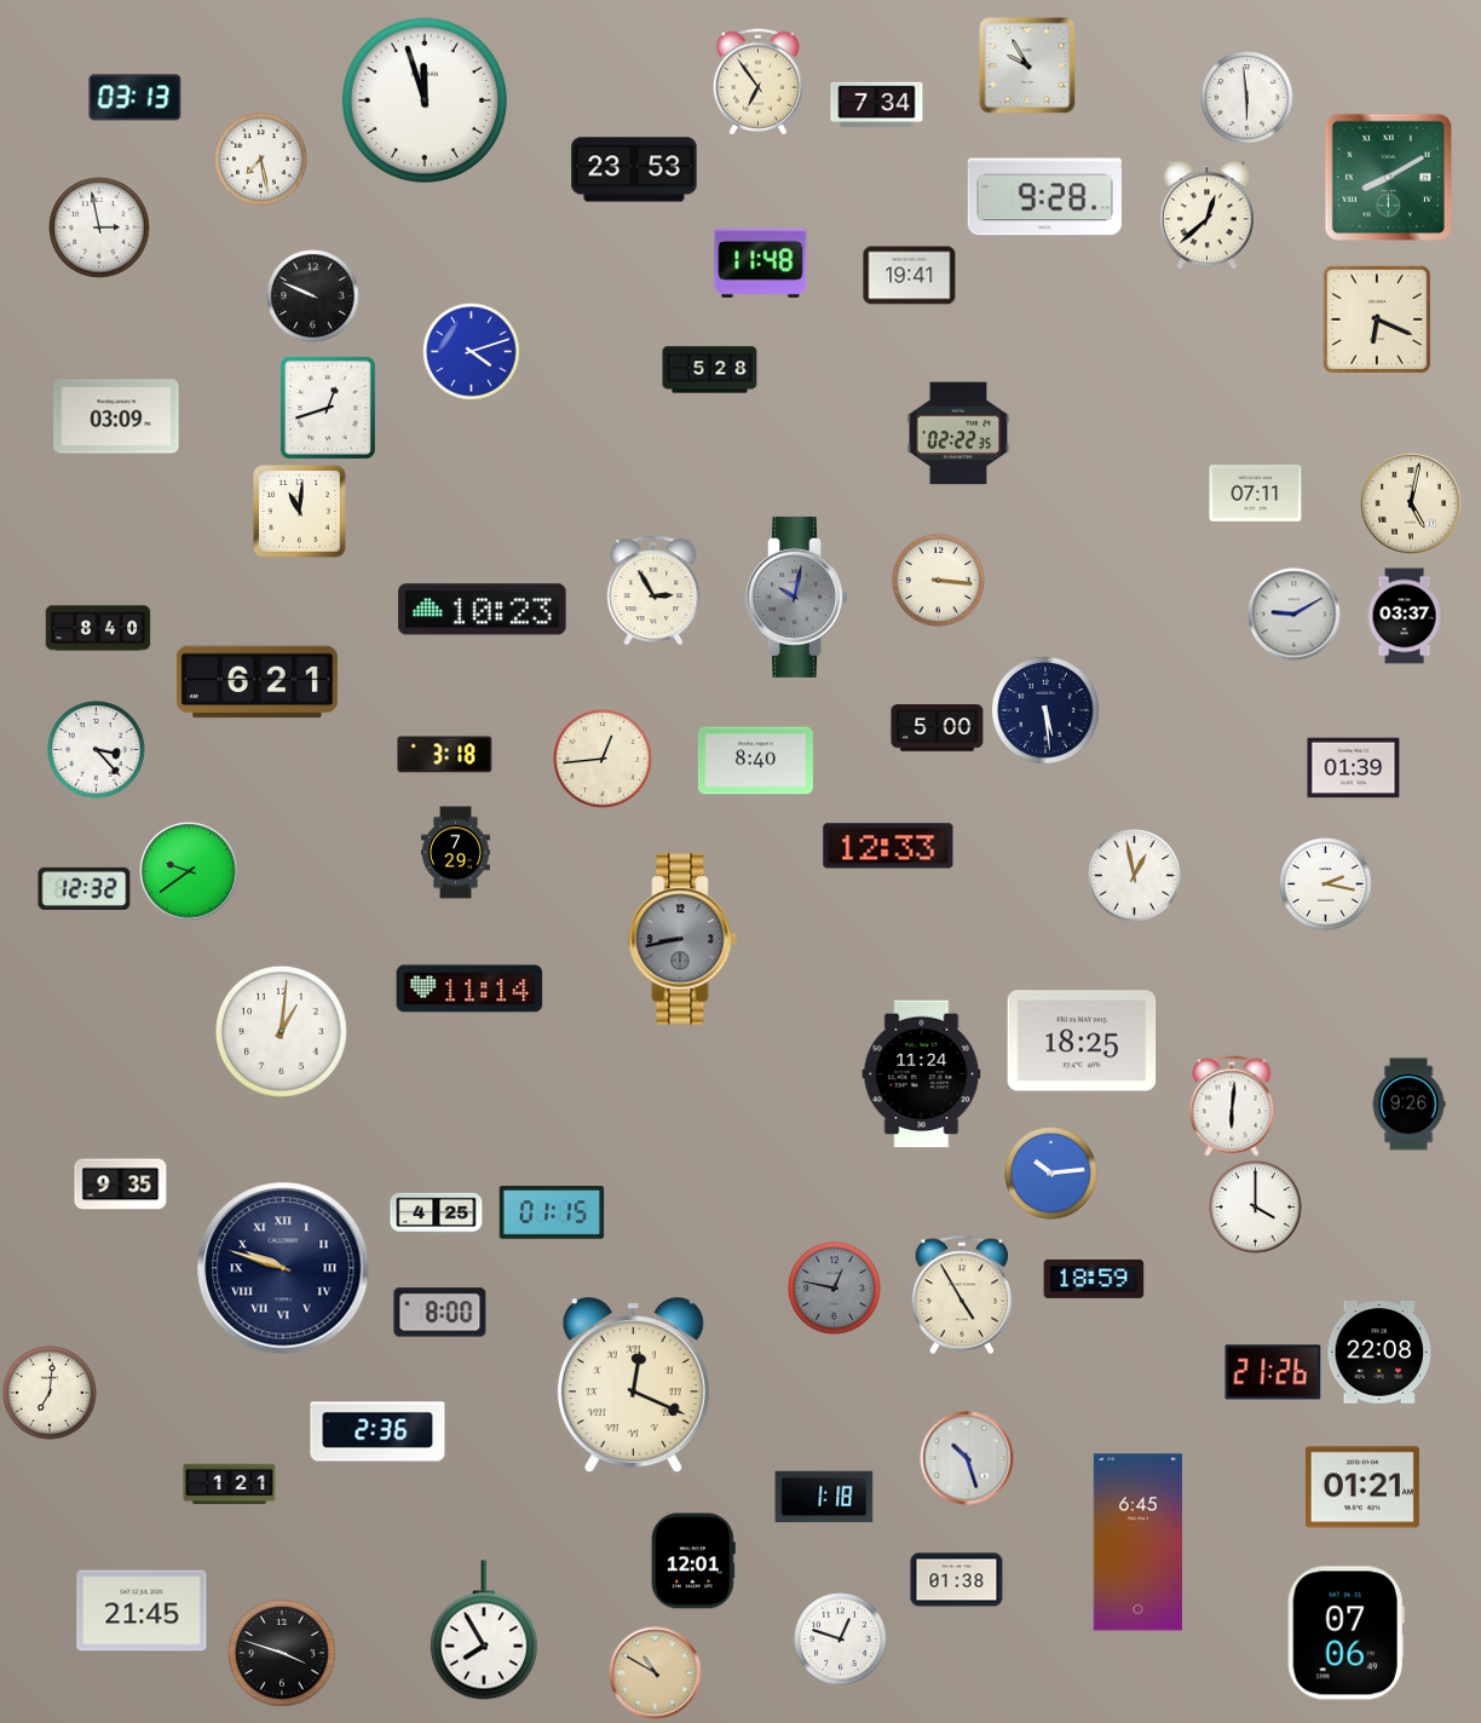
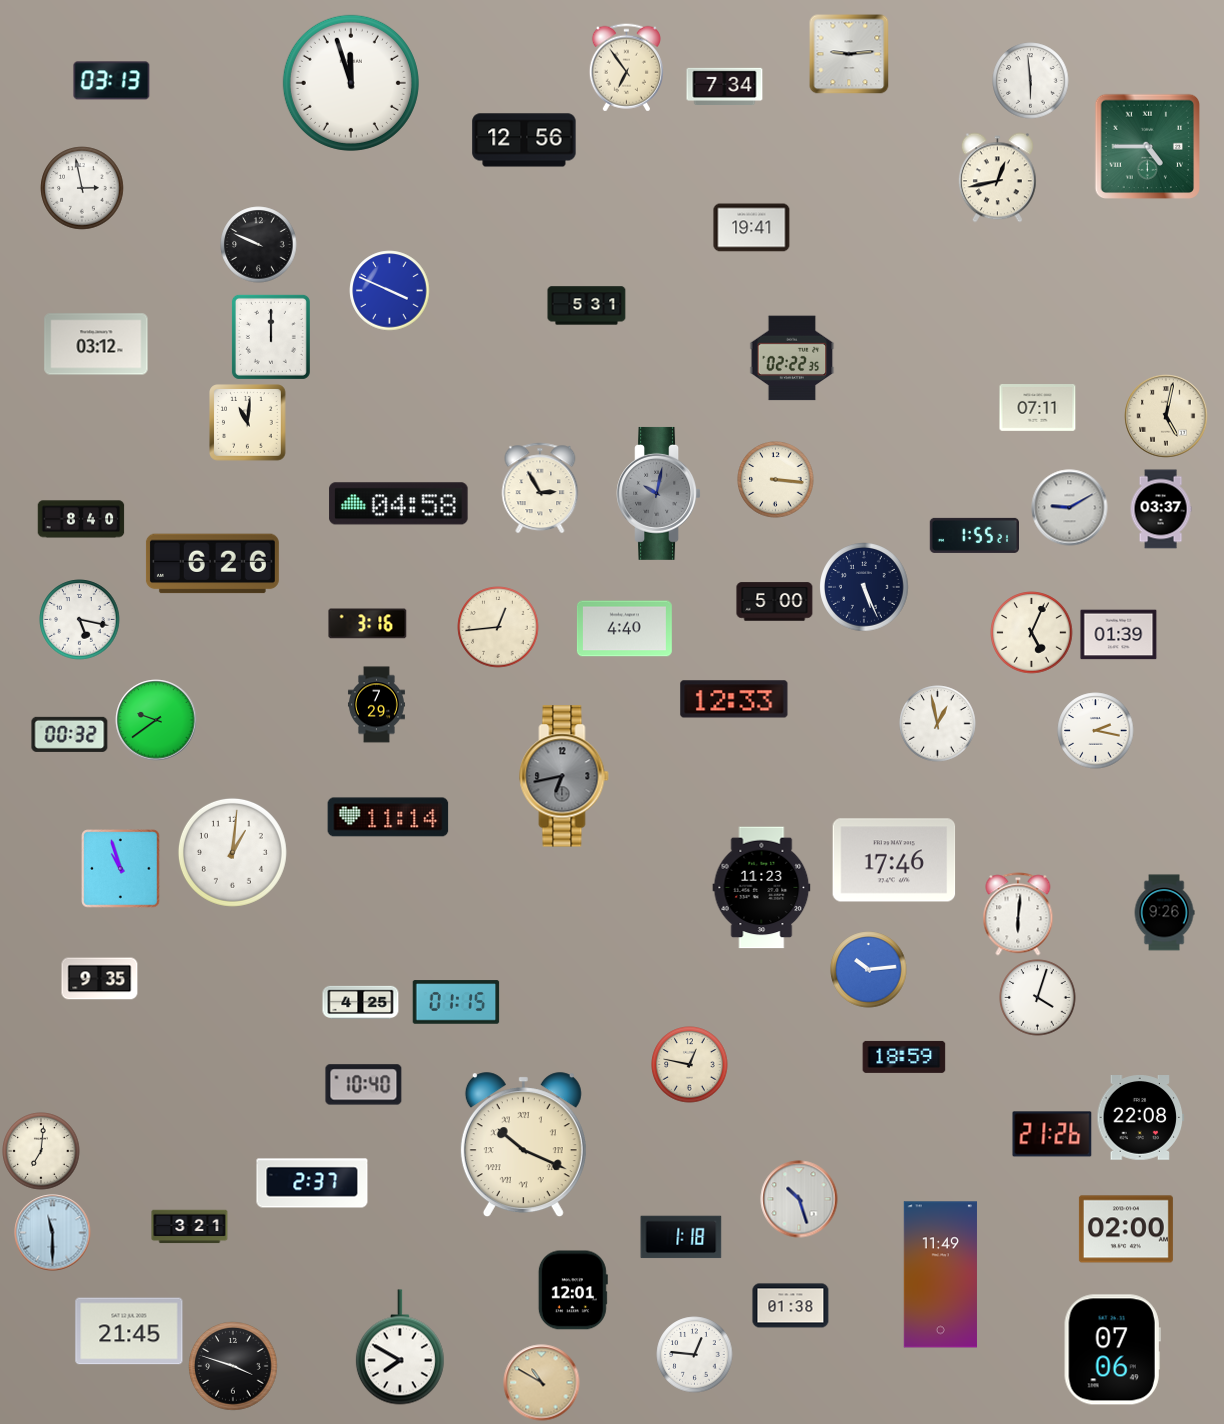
clock at (1027, 65): 9:55 -> 9:14
clock at (261, 160): 7:28 -> none
clock at (634, 169): 23:53 -> 12:56
clock at (1388, 177): 8:10 -> 4:45
clock at (1044, 197): 9:28 -> none
clock at (1206, 215): 12:38 -> 12:43
clock at (761, 263): 11:48 -> none
clock at (1376, 318): 6:19 -> none
clock at (472, 352): 4:12 -> 3:49
clock at (710, 370): 5:28 -> 5:31
clock at (328, 408): 12:42 -> 12:00
clock at (116, 416): 03:09 -> 03:12
clock at (483, 610): 10:23 -> 04:58
clock at (974, 535): none -> 1:55
clock at (257, 682): 6:21 -> 6:26
clock at (1045, 710): 5:29 -> 5:26
clock at (97, 750): 3:23 -> 5:17
clock at (445, 755): 3:18 -> 3:16
clock at (755, 761): 8:40 -> 4:40
clock at (1032, 633): none -> 5:04
clock at (85, 888): 12:32 -> 00:32
clock at (682, 939): 8:43 -> 6:43
clock at (1082, 1041): 18:25 -> 17:46
clock at (121, 869): none -> 10:57
clock at (922, 1074): 11:24 -> 11:23
clock at (1256, 1208): 4:00 -> 4:03
clock at (283, 1268): 9:48 -> none
clock at (835, 1289) dial: grey -> cream
clock at (962, 1295): 4:55 -> none
clock at (440, 1313): 8:00 -> 10:40
clock at (633, 1385): 12:19 -> 10:19
clock at (378, 1431): 2:36 -> 2:37
clock at (967, 1458) position: (967, 1458) -> (799, 1199)
clock at (230, 1485): 1:21 -> 3:21
clock at (1362, 1487): 01:21 -> 02:00
clock at (53, 1233): none -> 11:30
clock at (1137, 1543): 6:45 -> 11:49
clock at (142, 1610) position: (142, 1610) -> (129, 1331)
clock at (484, 1630): 7:55 -> 7:50
clock at (841, 1640): 12:48 -> 12:46
